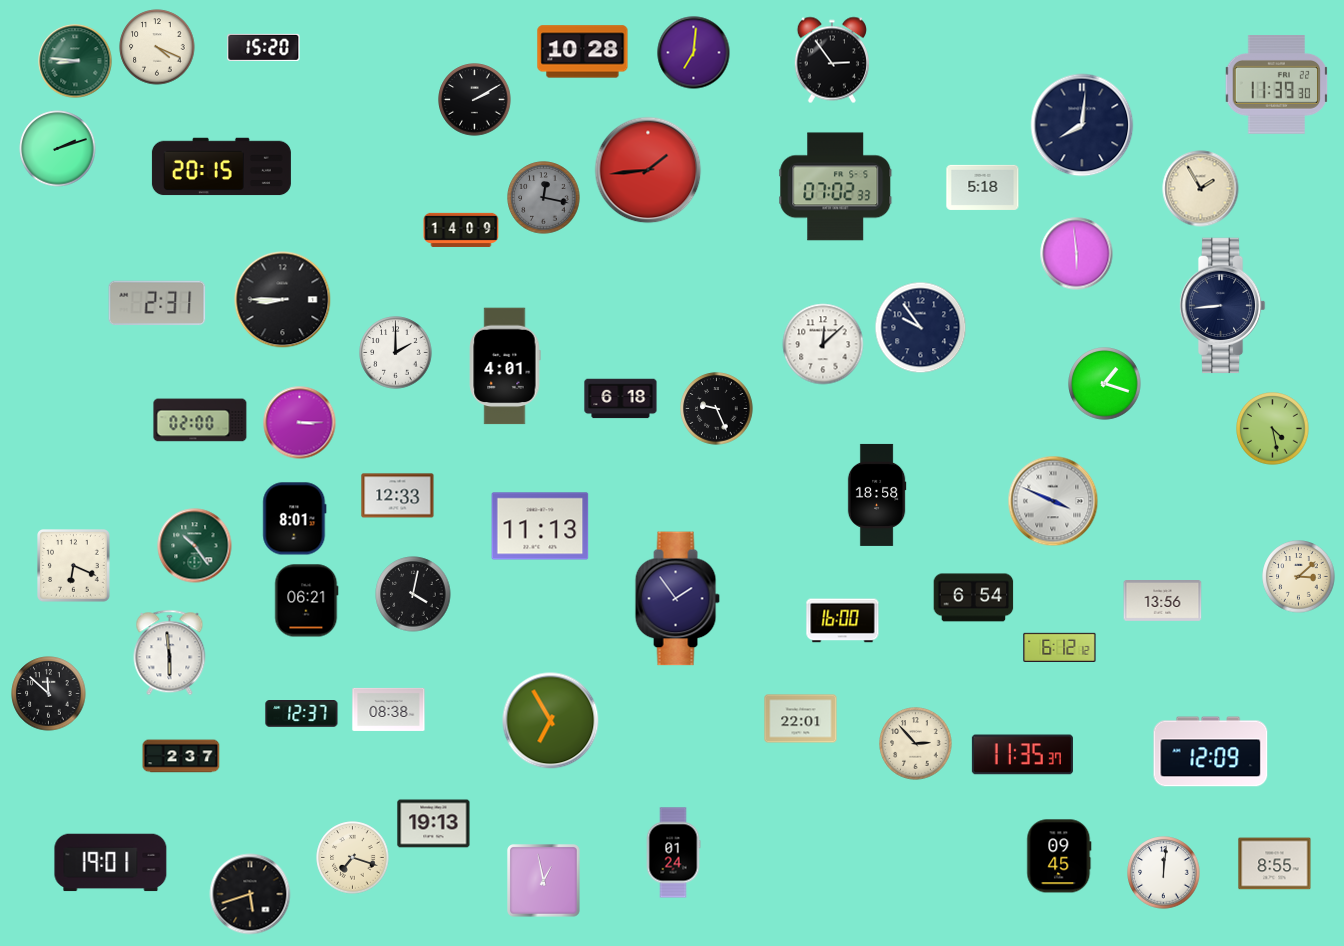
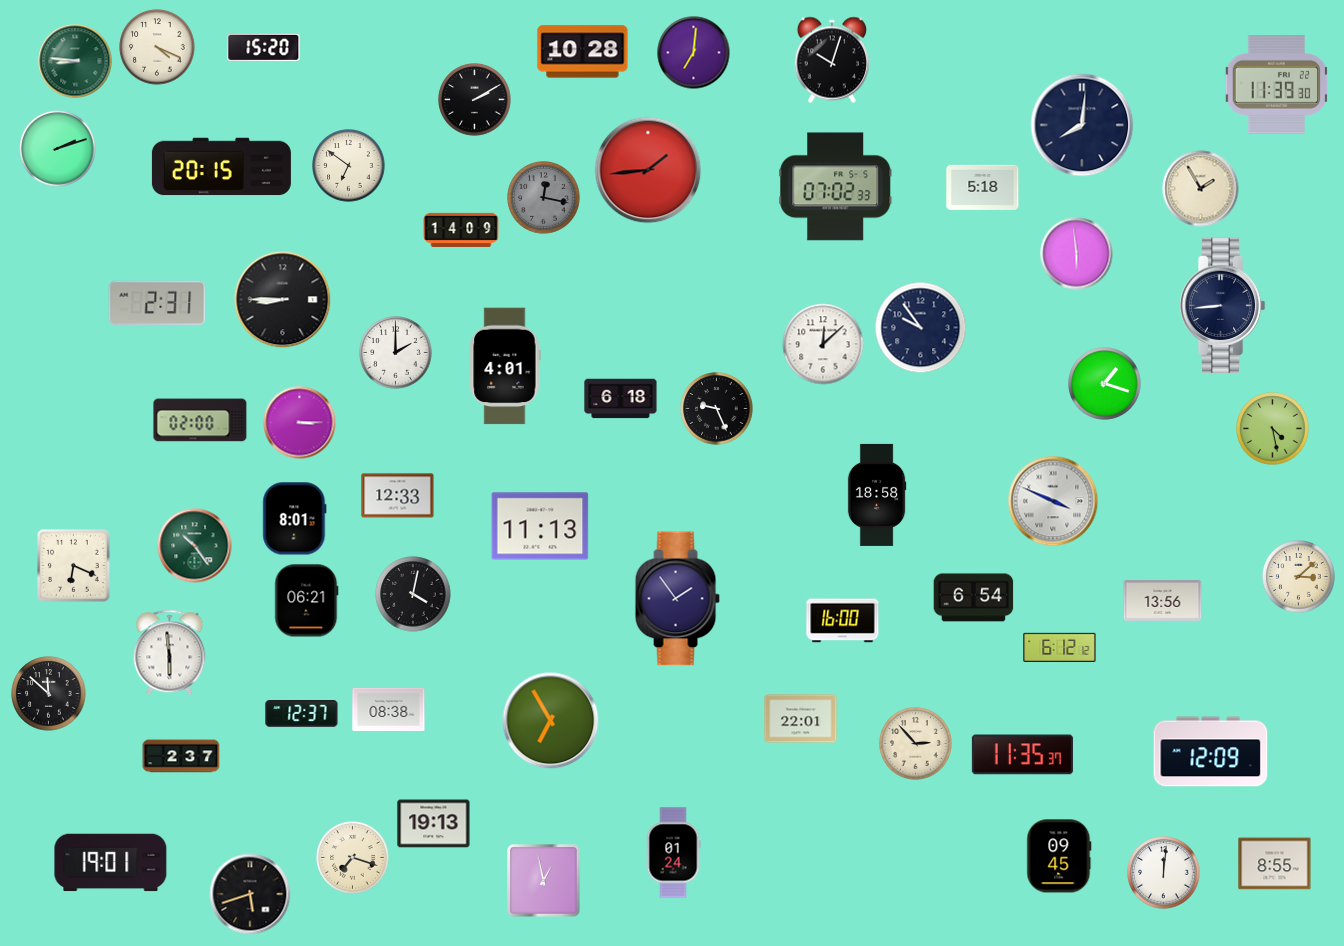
clock at (832, 60): 2:54 -> 10:03
clock at (349, 166): none -> 6:51
